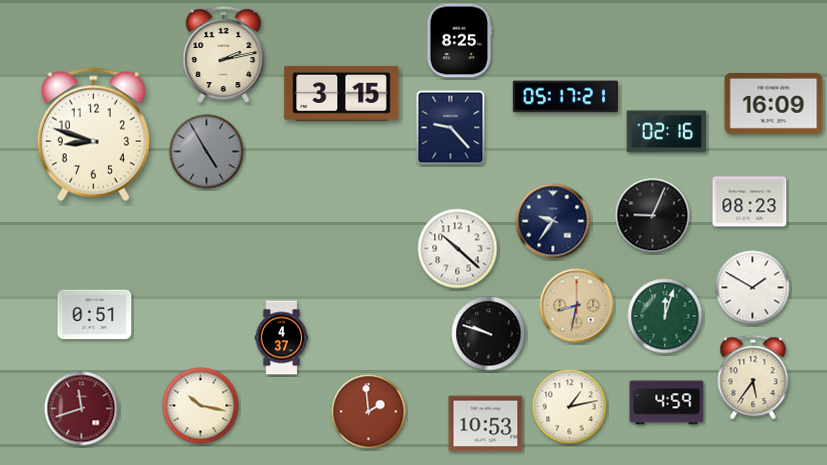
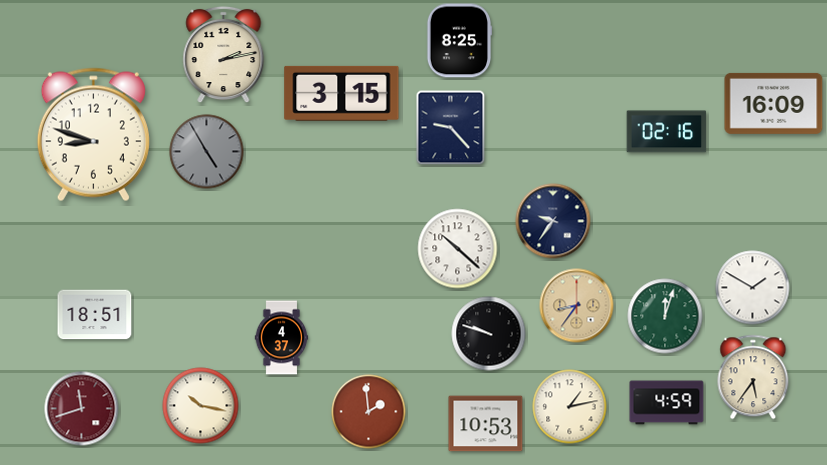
clock at (565, 97): 05:17 -> none
clock at (750, 202): 08:23 -> none
clock at (653, 216): 9:04 -> none
clock at (577, 306): 8:32 -> 8:36
clock at (95, 315): 0:51 -> 18:51
